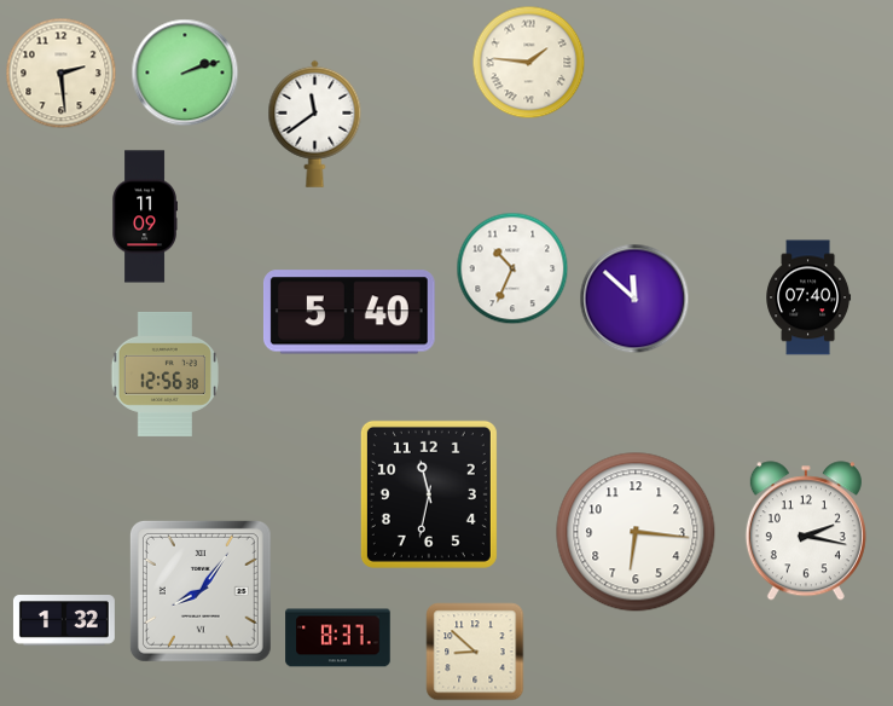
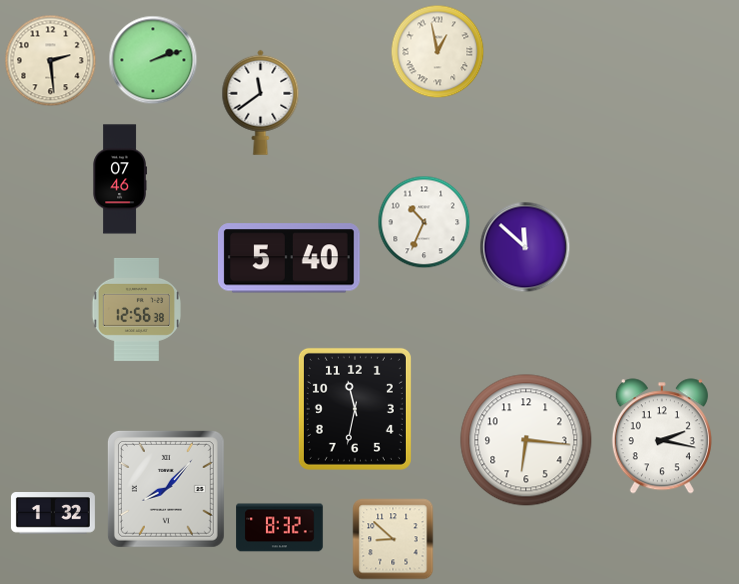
clock at (529, 63): 1:46 -> 12:58
clock at (145, 216): 11:09 -> 07:46
clock at (808, 297): 07:40 -> none
clock at (806, 531) position: (806, 531) -> (662, 436)
clock at (201, 591): 8:06 -> 8:07
clock at (338, 638): 8:37 -> 8:32
